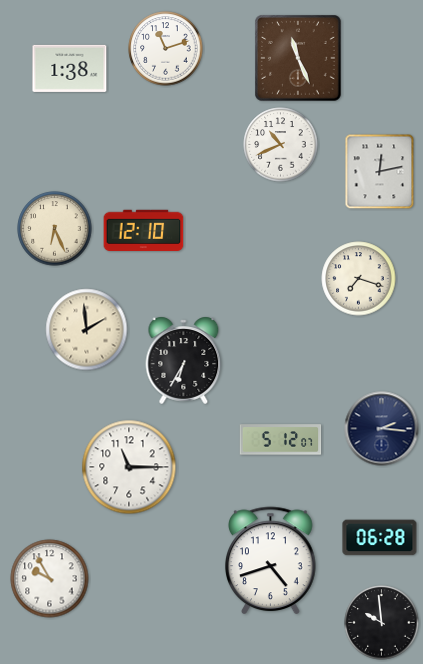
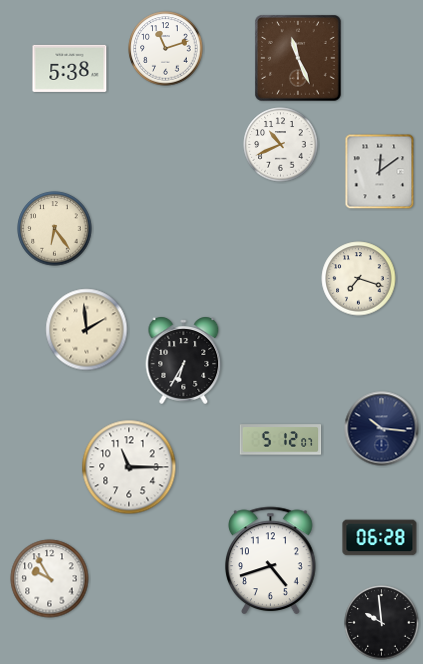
clock at (70, 68): 1:38 -> 5:38
clock at (380, 172): 12:13 -> 12:09
clock at (55, 229): 6:26 -> 6:24
clock at (144, 231): 12:10 -> none
clock at (382, 429): 2:16 -> 10:16
